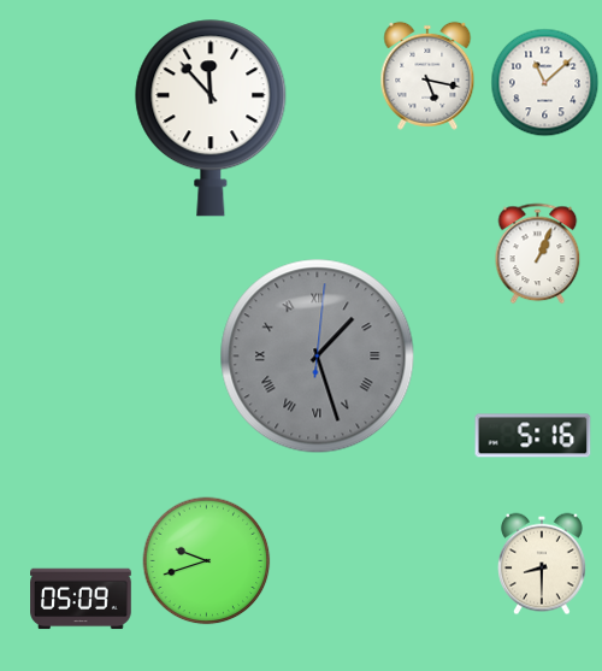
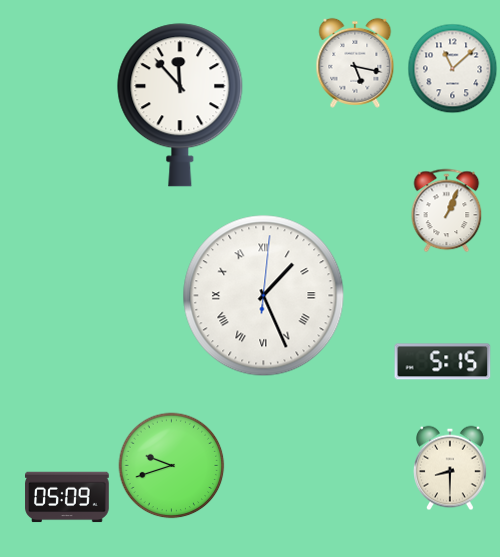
clock at (211, 118) position: (211, 118) -> (180, 105)
clock at (318, 357): 1:27 -> 1:26
clock at (318, 357) dial: grey -> white
clock at (533, 436): 5:16 -> 5:15
